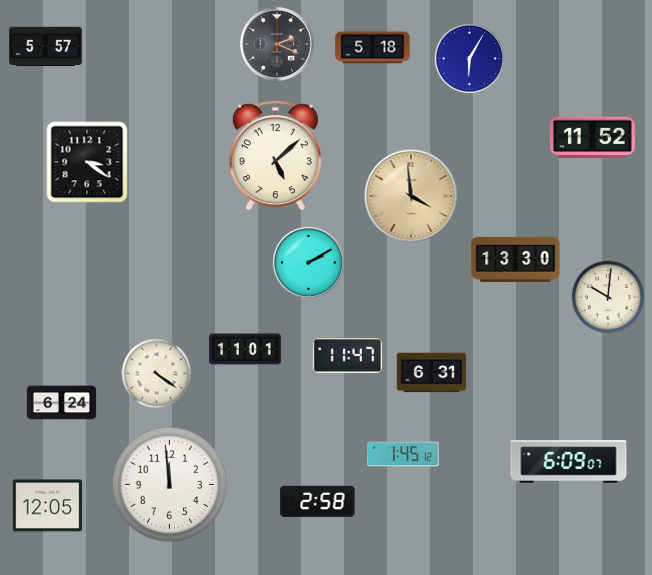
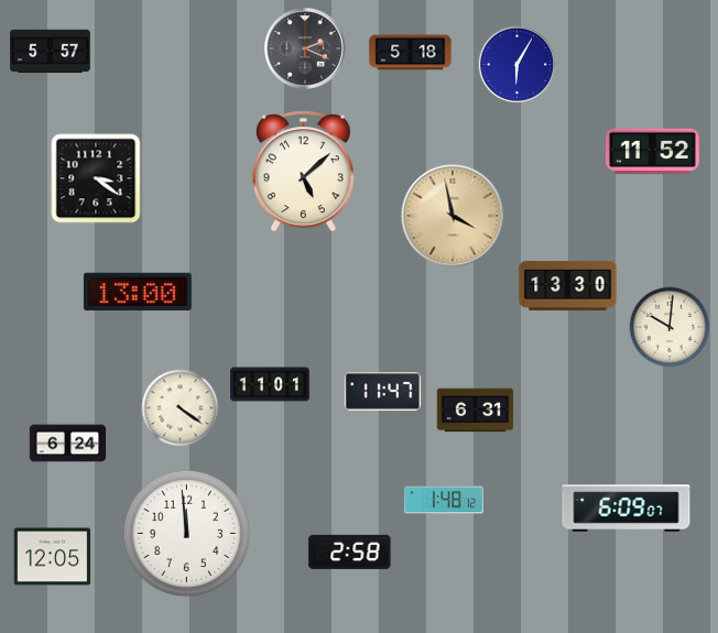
clock at (411, 196): 3:59 -> 3:58
clock at (308, 262): 2:10 -> none
clock at (138, 292): none -> 13:00
clock at (157, 374) position: (157, 374) -> (181, 408)
clock at (403, 454): 1:45 -> 1:48
